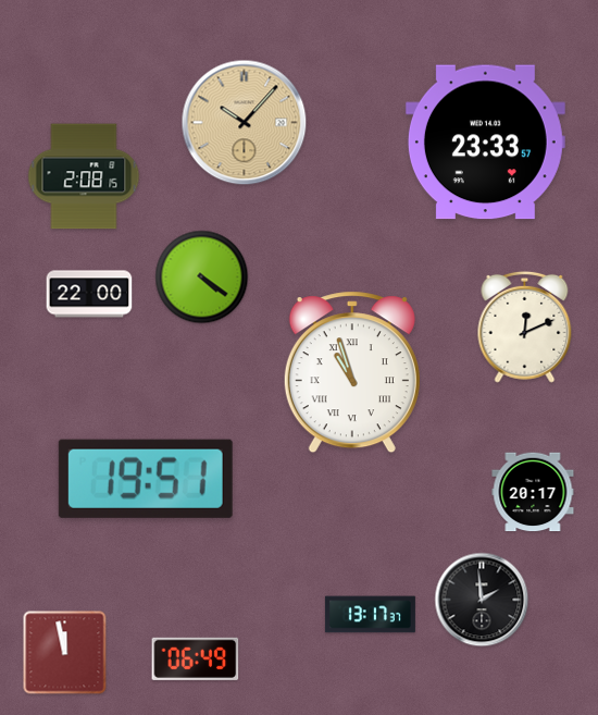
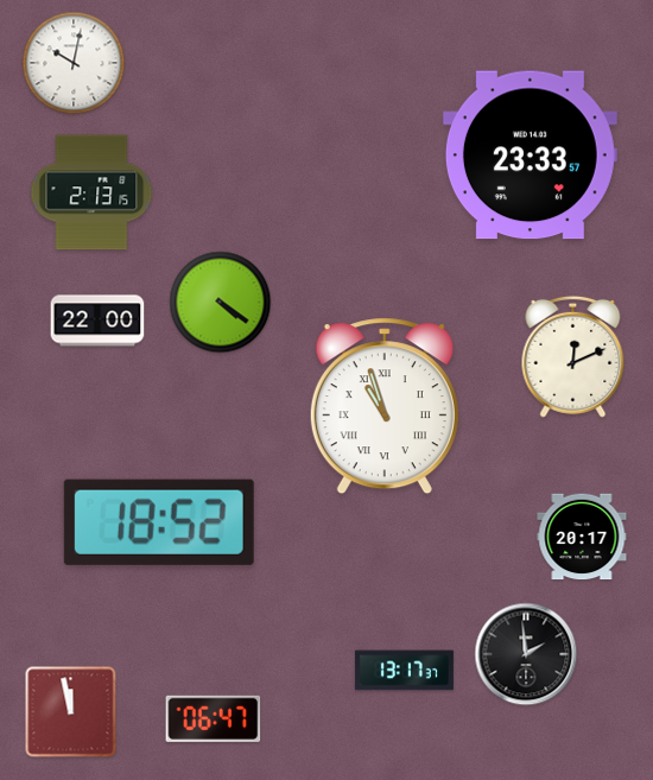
clock at (74, 63): none -> 10:02
clock at (245, 123): 10:07 -> none
clock at (84, 176): 2:08 -> 2:13
clock at (146, 479): 19:51 -> 18:52
clock at (196, 658): 06:49 -> 06:47
